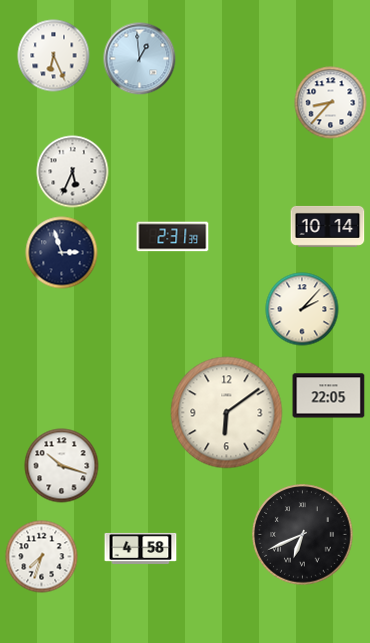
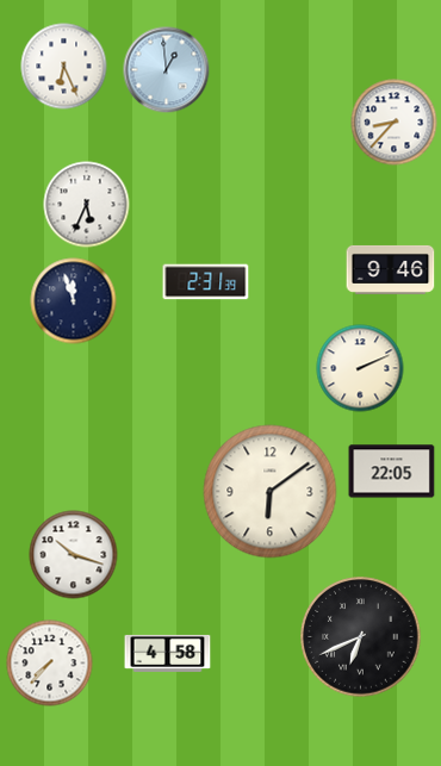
clock at (328, 226): 10:14 -> 9:46
clock at (62, 253): 2:57 -> 11:57
clock at (302, 309): 2:07 -> 2:11
clock at (42, 557): 7:33 -> 7:37
